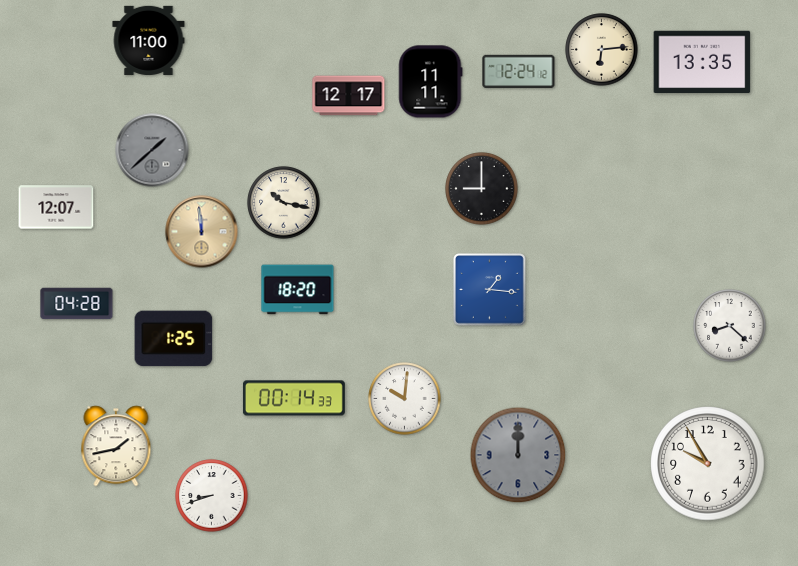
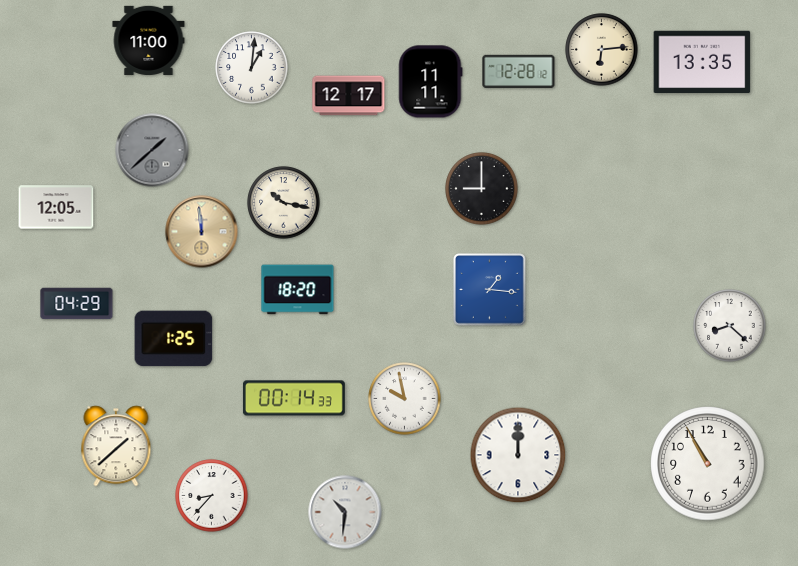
clock at (252, 68): none -> 1:01
clock at (519, 71): 12:24 -> 12:28
clock at (56, 207): 12:07 -> 12:05
clock at (77, 304): 04:28 -> 04:29
clock at (405, 399): 10:01 -> 9:58
clock at (116, 446): 1:43 -> 1:38
clock at (518, 455) dial: grey -> white
clock at (708, 464): 9:55 -> 10:55
clock at (212, 496): 8:42 -> 8:37
clock at (345, 512): none -> 10:31
